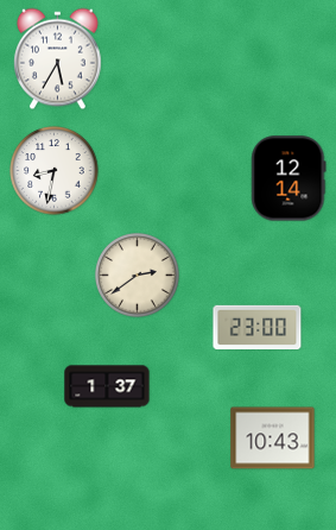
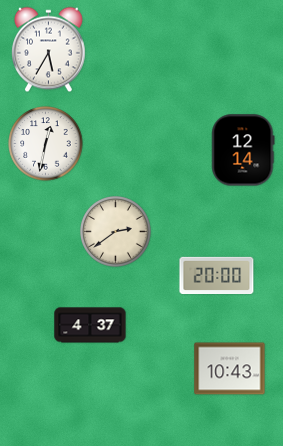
clock at (55, 171): 8:32 -> 12:32
clock at (258, 327): 23:00 -> 20:00
clock at (107, 386): 1:37 -> 4:37
